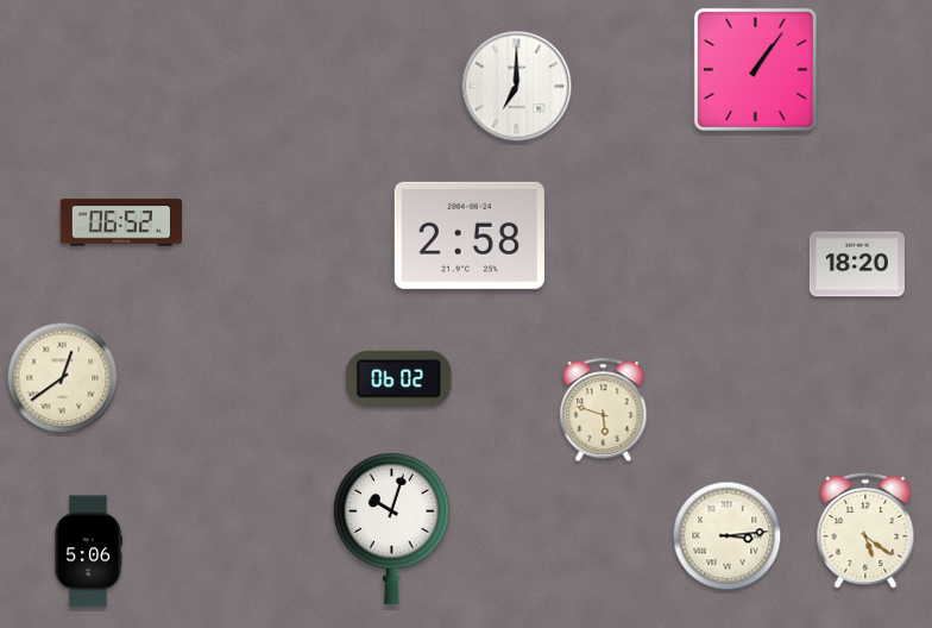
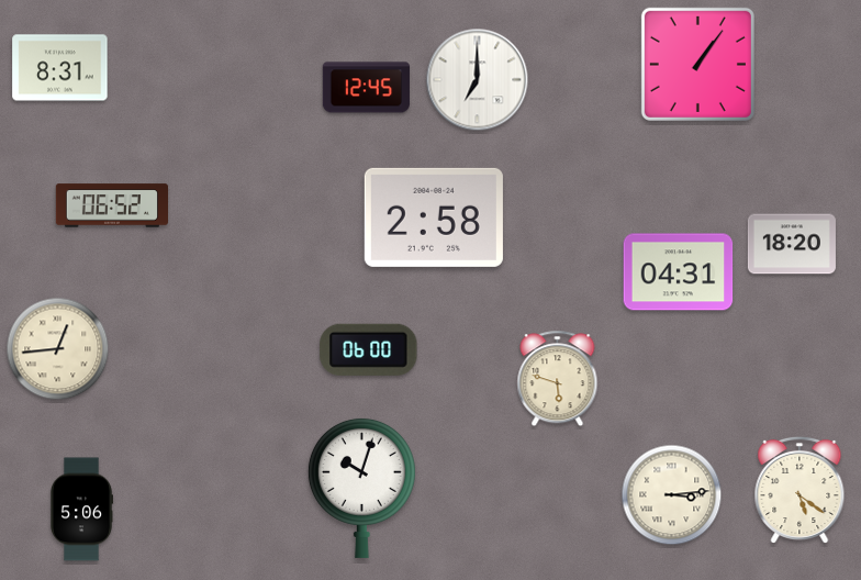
clock at (60, 68): none -> 8:31
clock at (366, 88): none -> 12:45
clock at (679, 272): none -> 04:31
clock at (63, 378): 12:39 -> 12:44
clock at (399, 378): 06:02 -> 06:00
